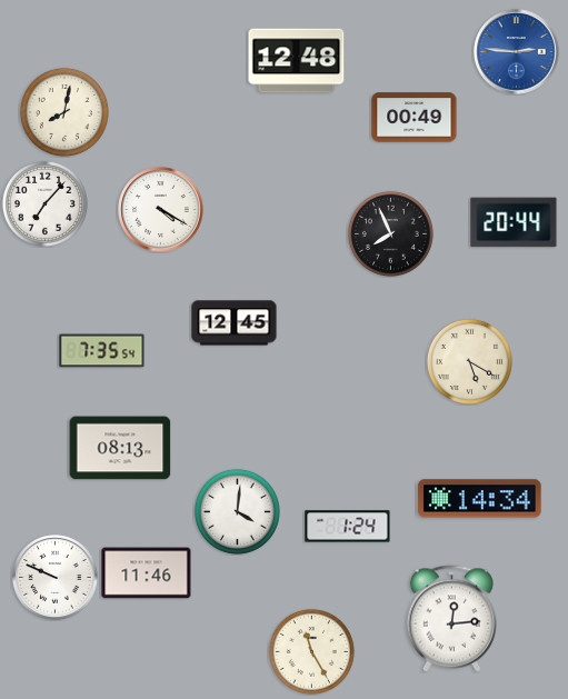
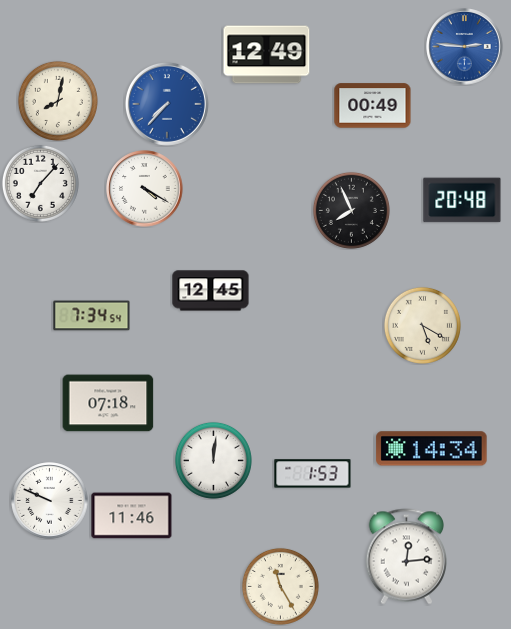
clock at (297, 61): 12:48 -> 12:49
clock at (167, 104): none -> 7:37
clock at (514, 222): 20:44 -> 20:48
clock at (102, 351): 7:35 -> 7:34
clock at (120, 448): 08:13 -> 07:18
clock at (237, 511): 4:01 -> 12:01
clock at (348, 527): 1:24 -> 1:53
clock at (56, 578) position: (56, 578) -> (50, 501)
